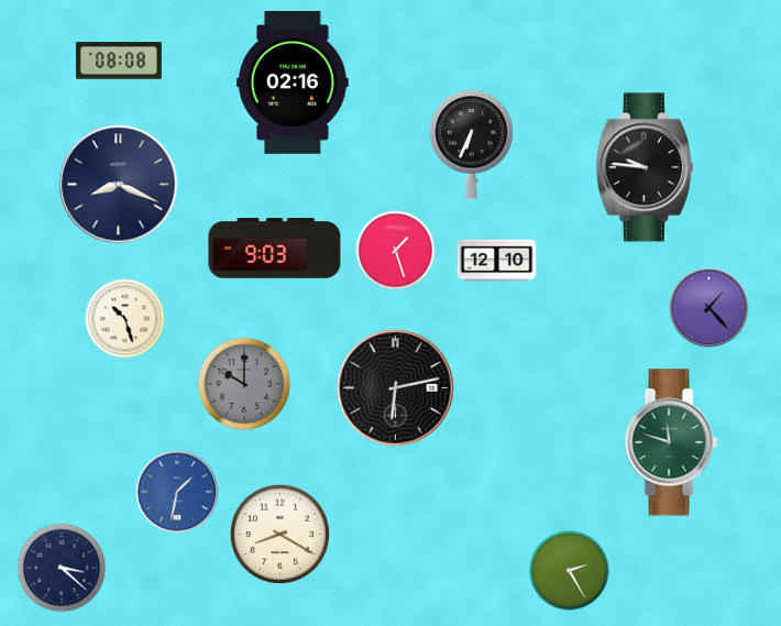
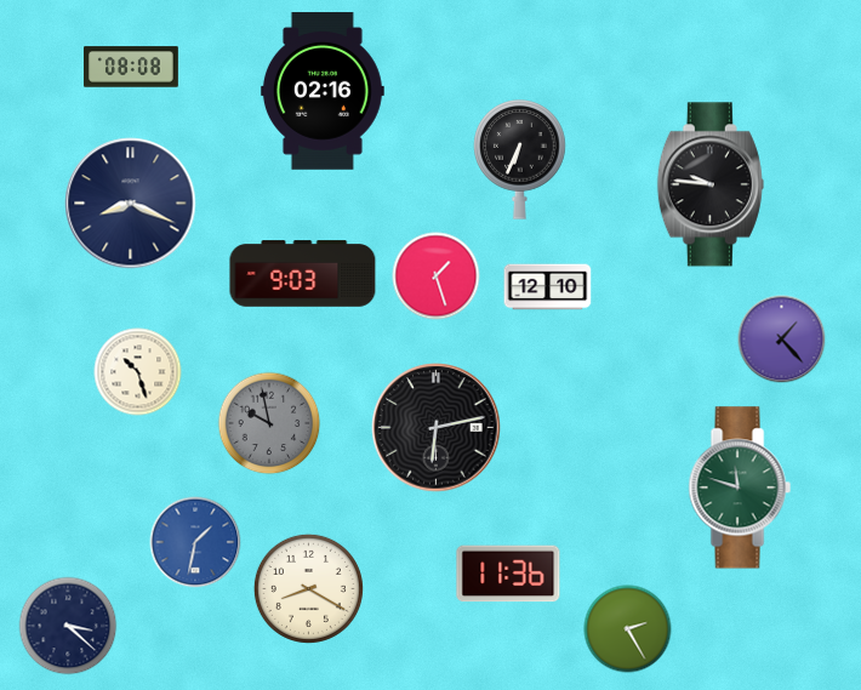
clock at (125, 319) position: (125, 319) -> (138, 372)
clock at (244, 384): 10:00 -> 9:58
clock at (508, 574): none -> 11:36
